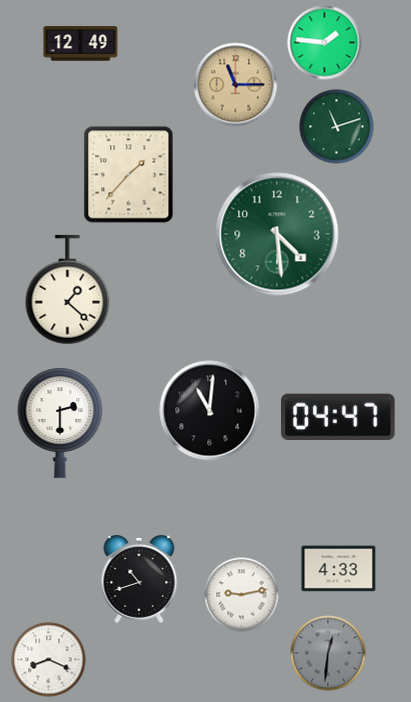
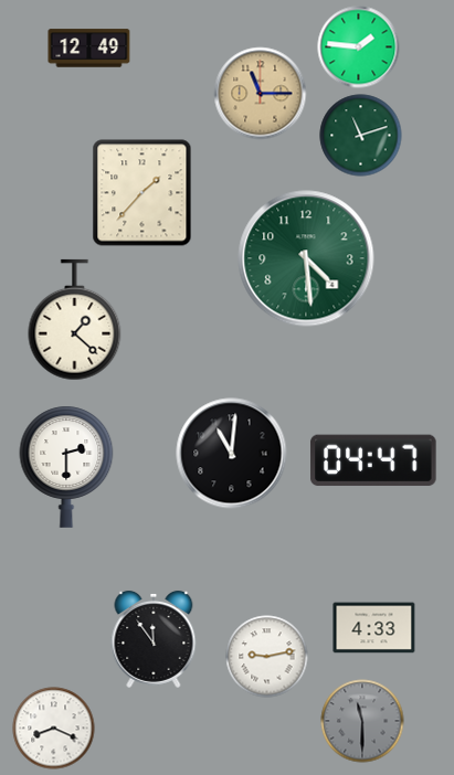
clock at (337, 127) position: (337, 127) -> (361, 136)
clock at (139, 579): 10:42 -> 11:54
clock at (328, 653): 12:31 -> 11:30
